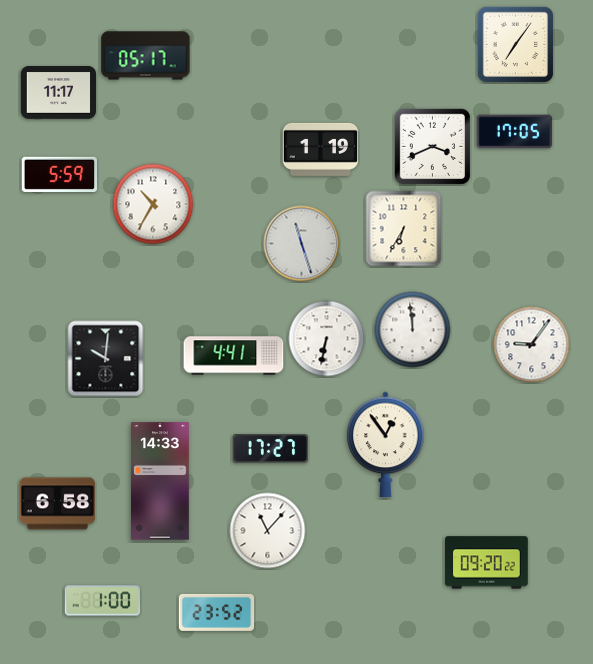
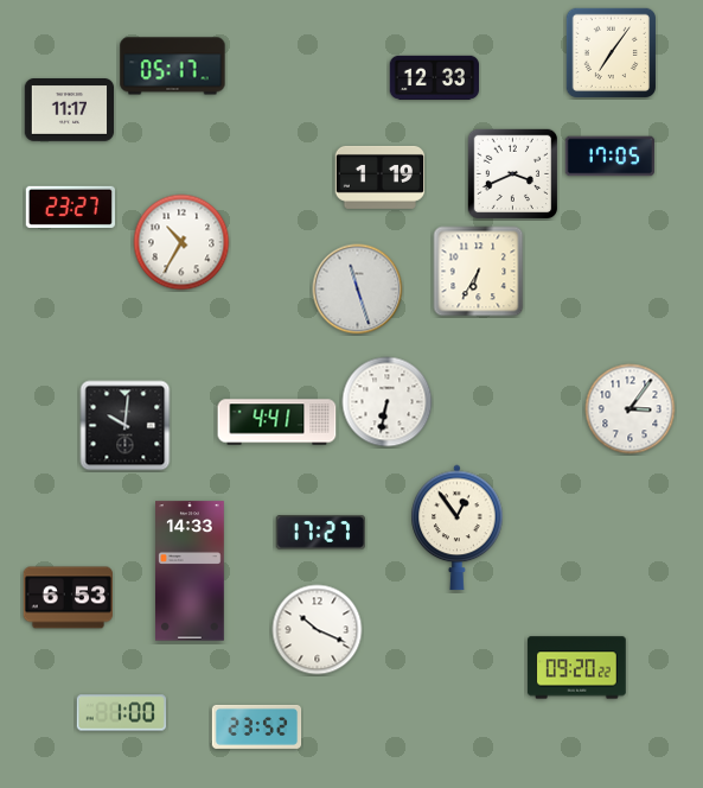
clock at (435, 77): none -> 12:33
clock at (59, 174): 5:59 -> 23:27
clock at (413, 330): 11:59 -> none
clock at (532, 345): 9:06 -> 3:06
clock at (58, 504): 6:58 -> 6:53
clock at (268, 531): 11:07 -> 10:19
